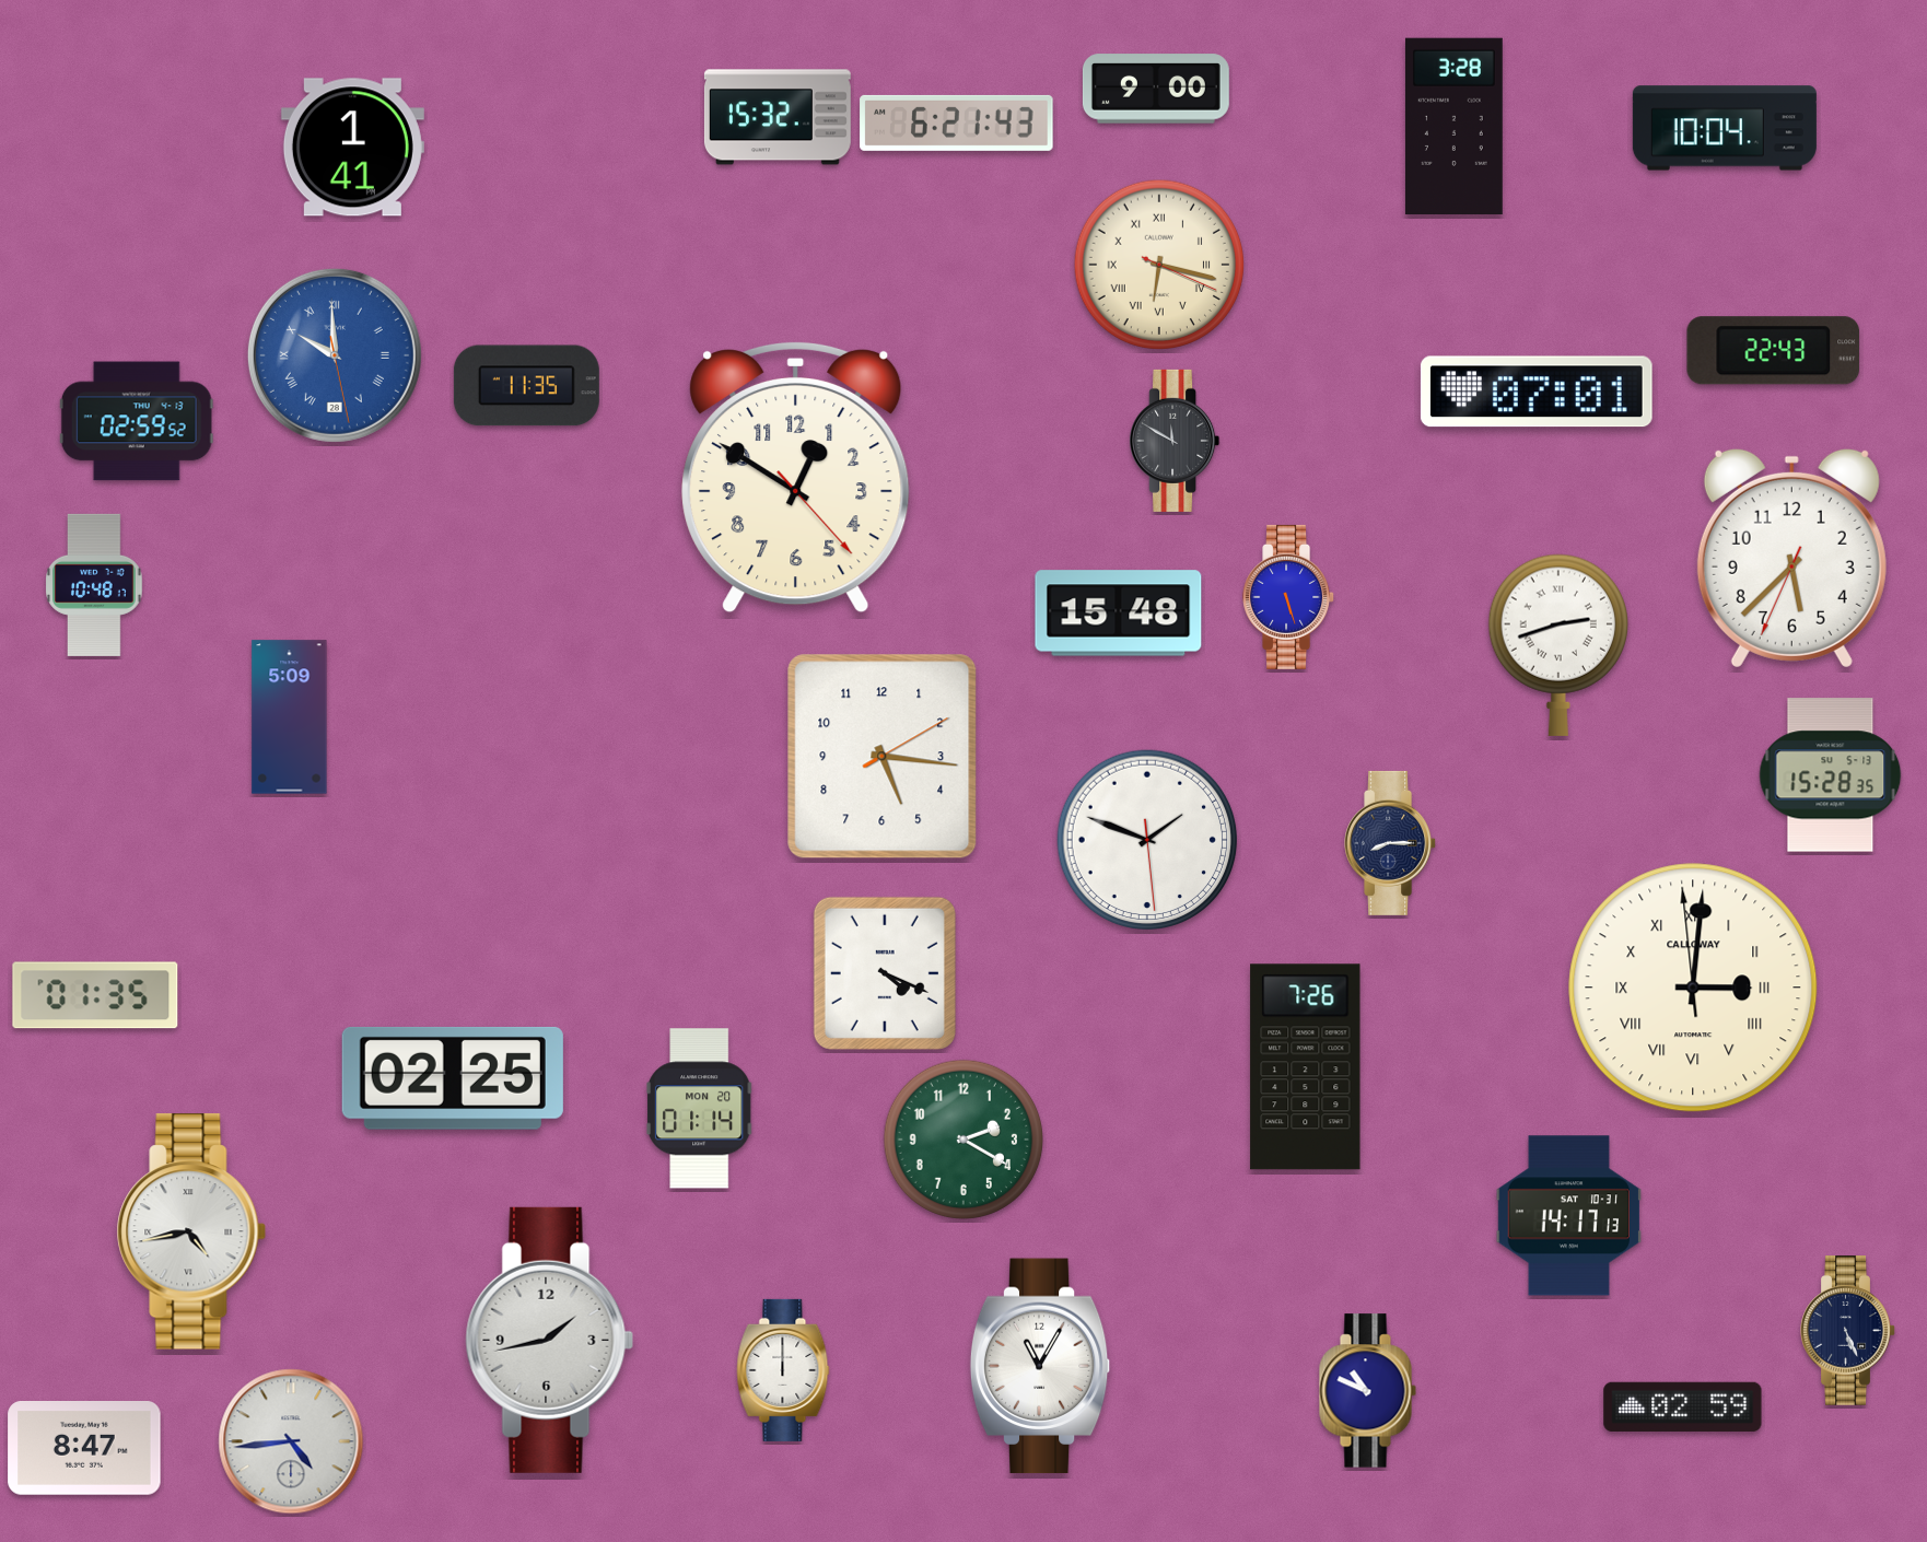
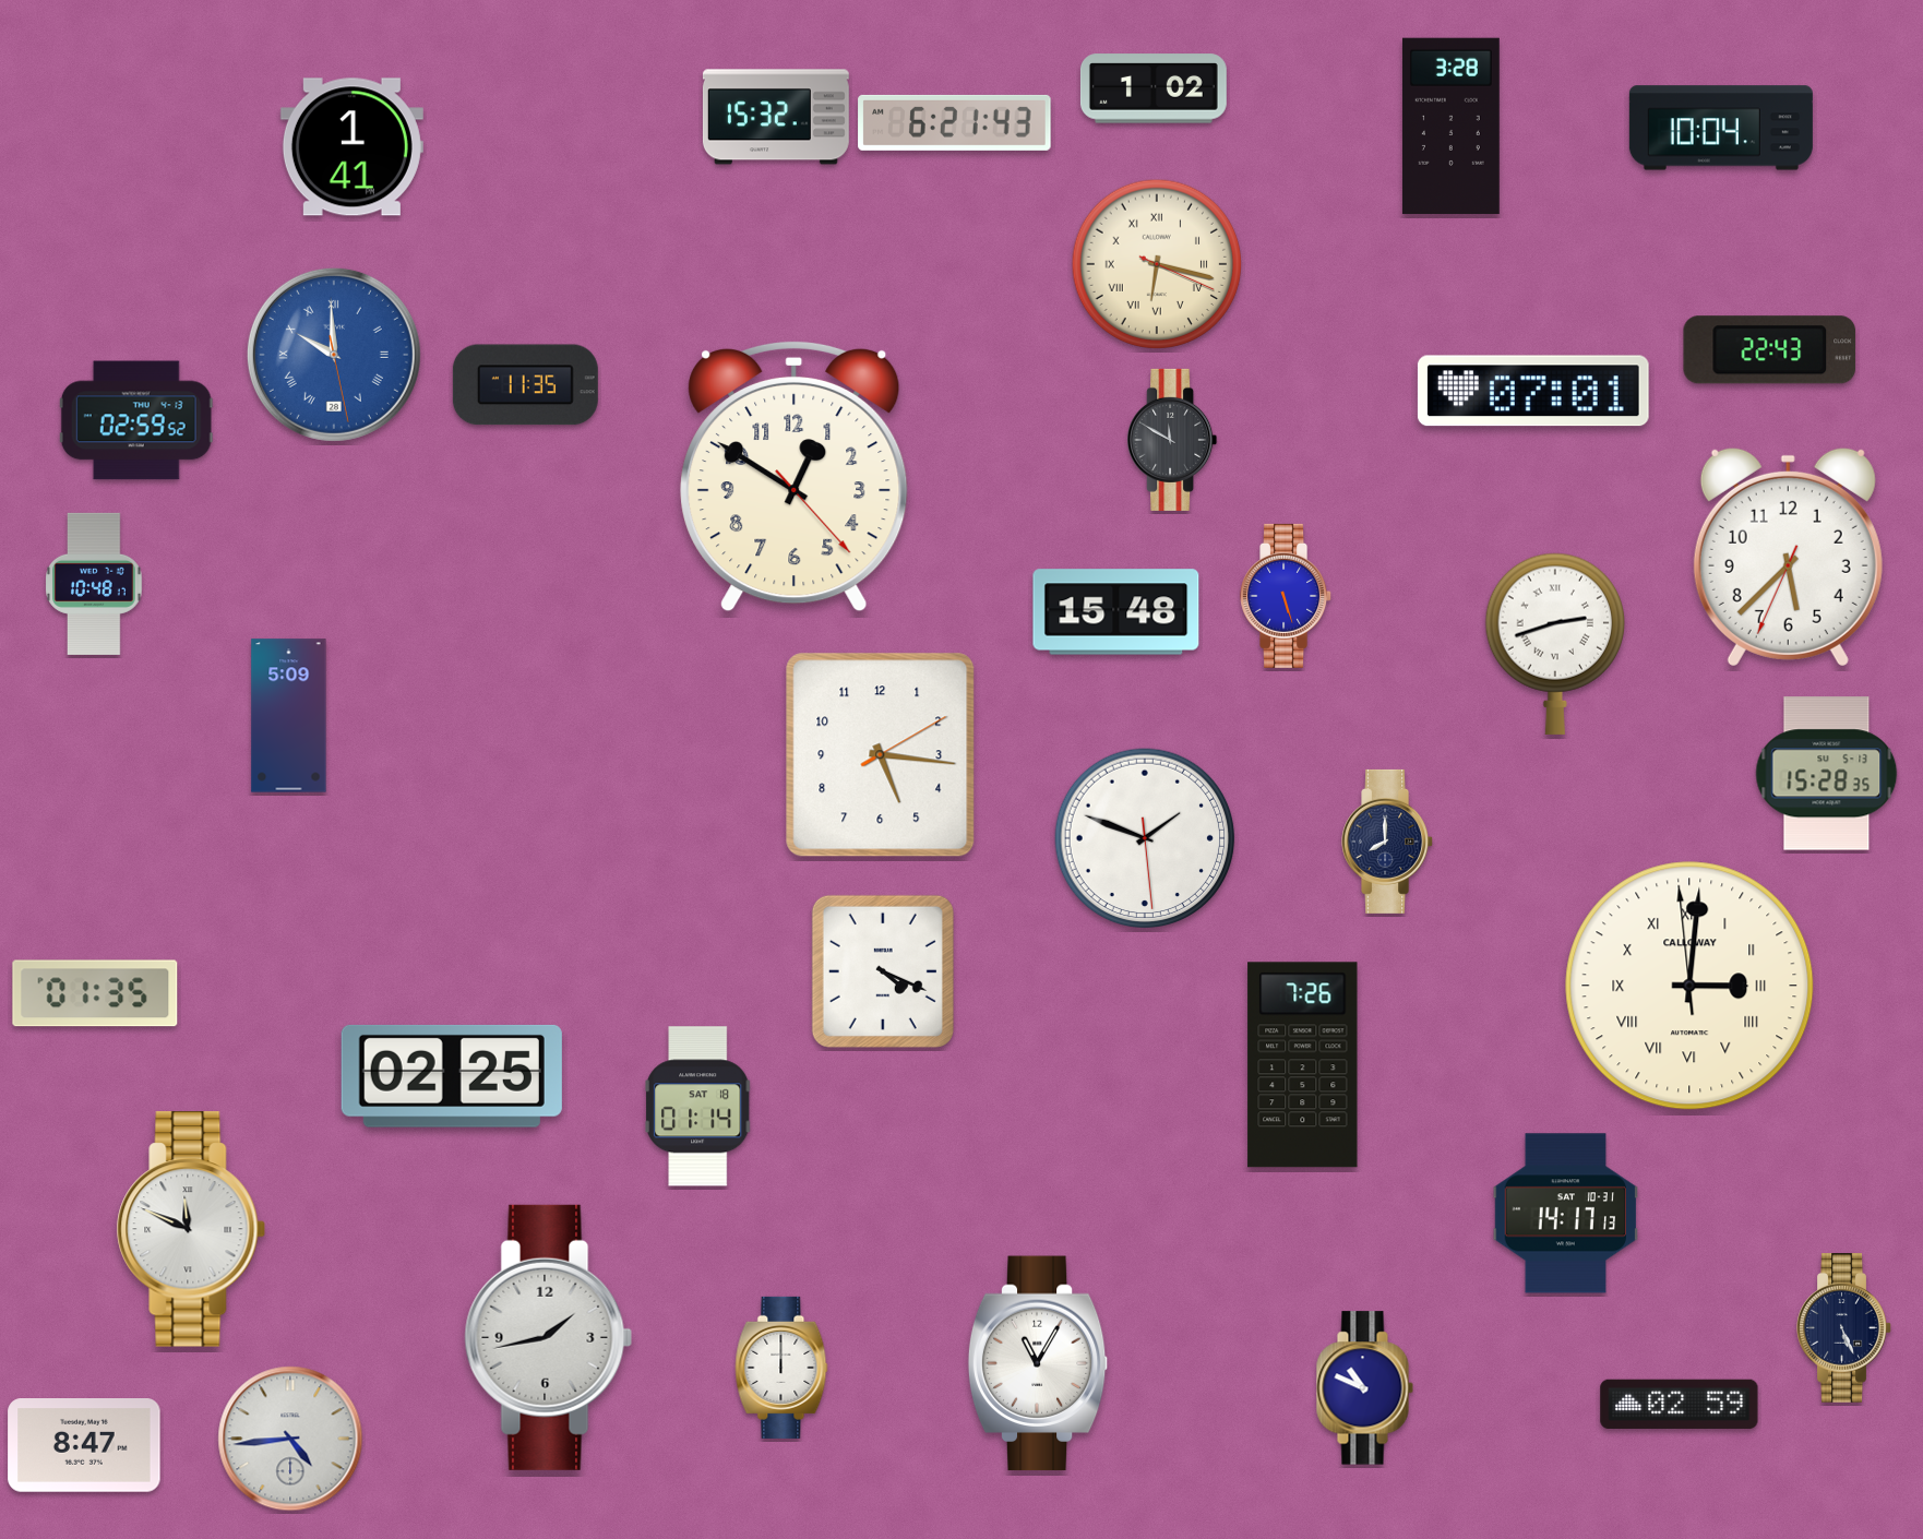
clock at (1156, 89): 9:00 -> 1:02
clock at (1391, 843): 8:15 -> 8:00
clock at (700, 1109) date: MON 20 -> SAT 18
clock at (964, 1140): 2:20 -> none
clock at (191, 1231): 4:43 -> 11:49
